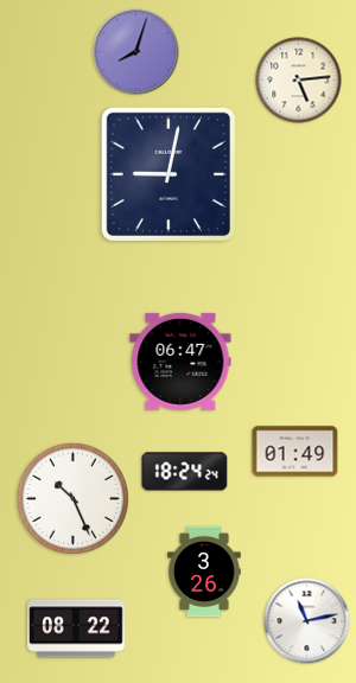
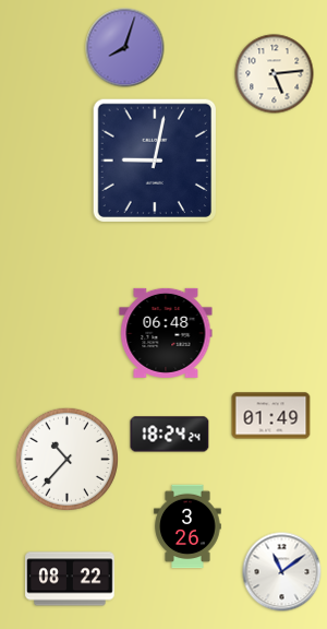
clock at (180, 362): 06:47 -> 06:48
clock at (72, 498): 10:26 -> 10:37
clock at (307, 621): 11:13 -> 11:09
